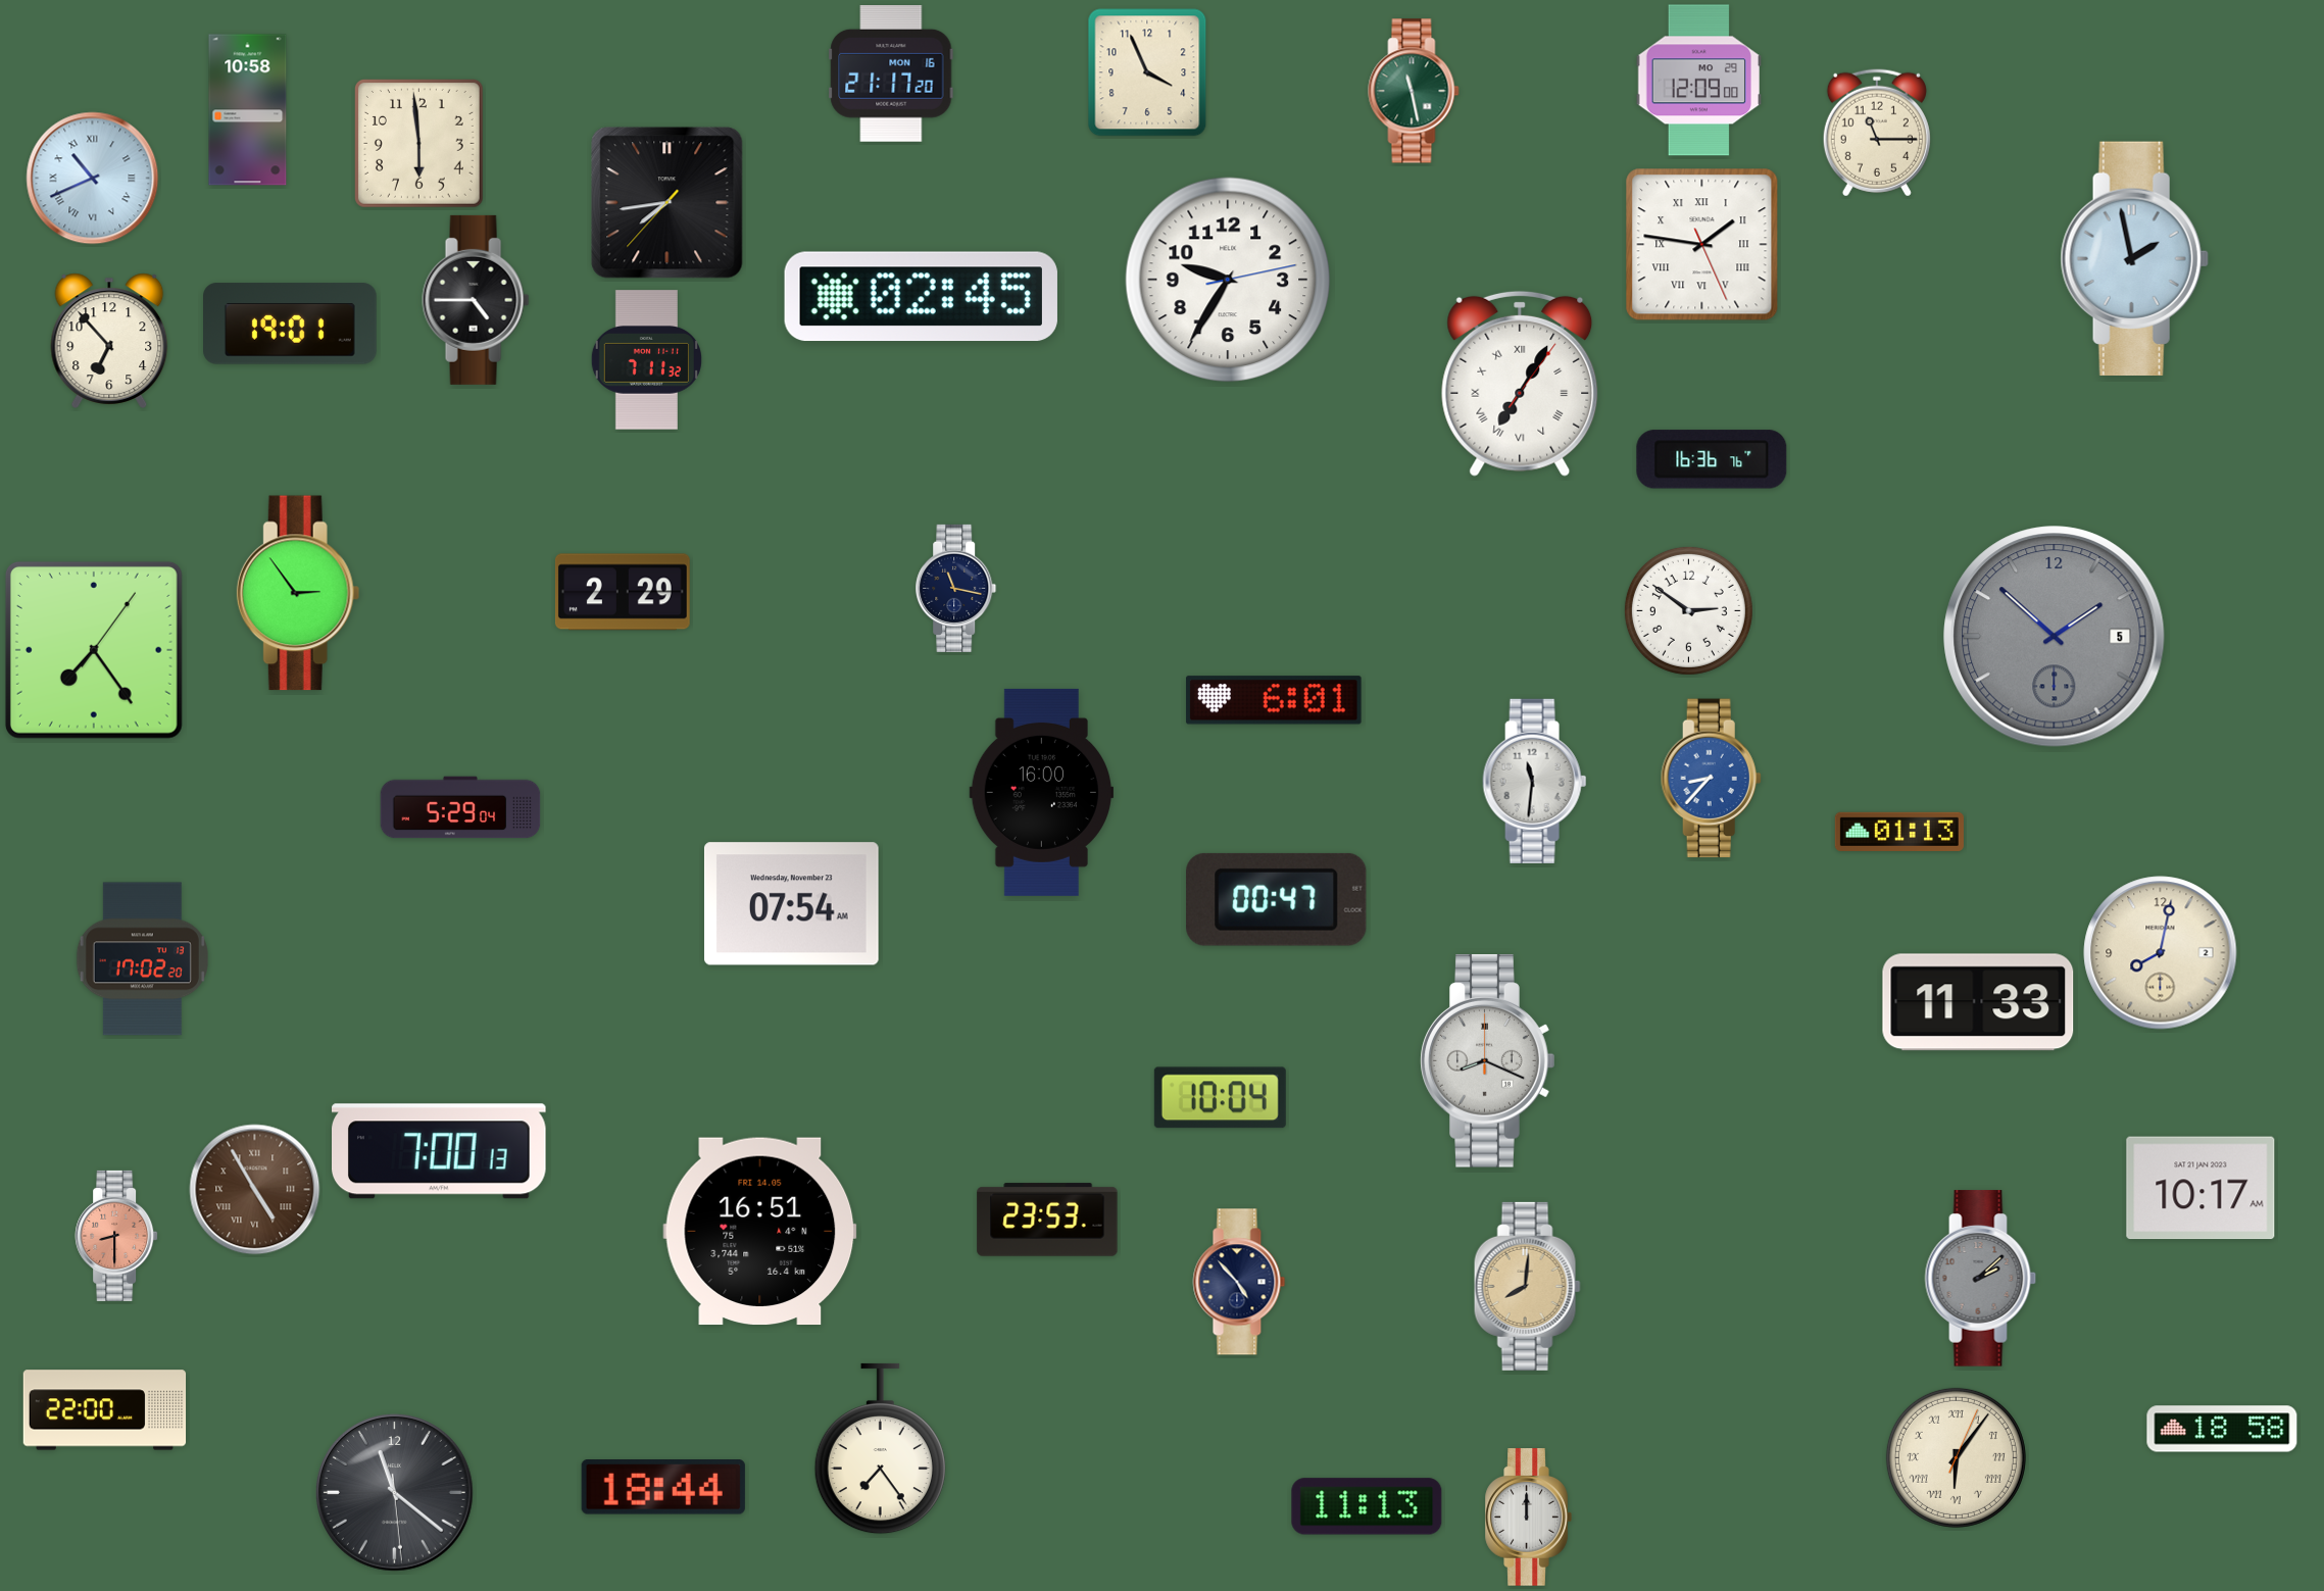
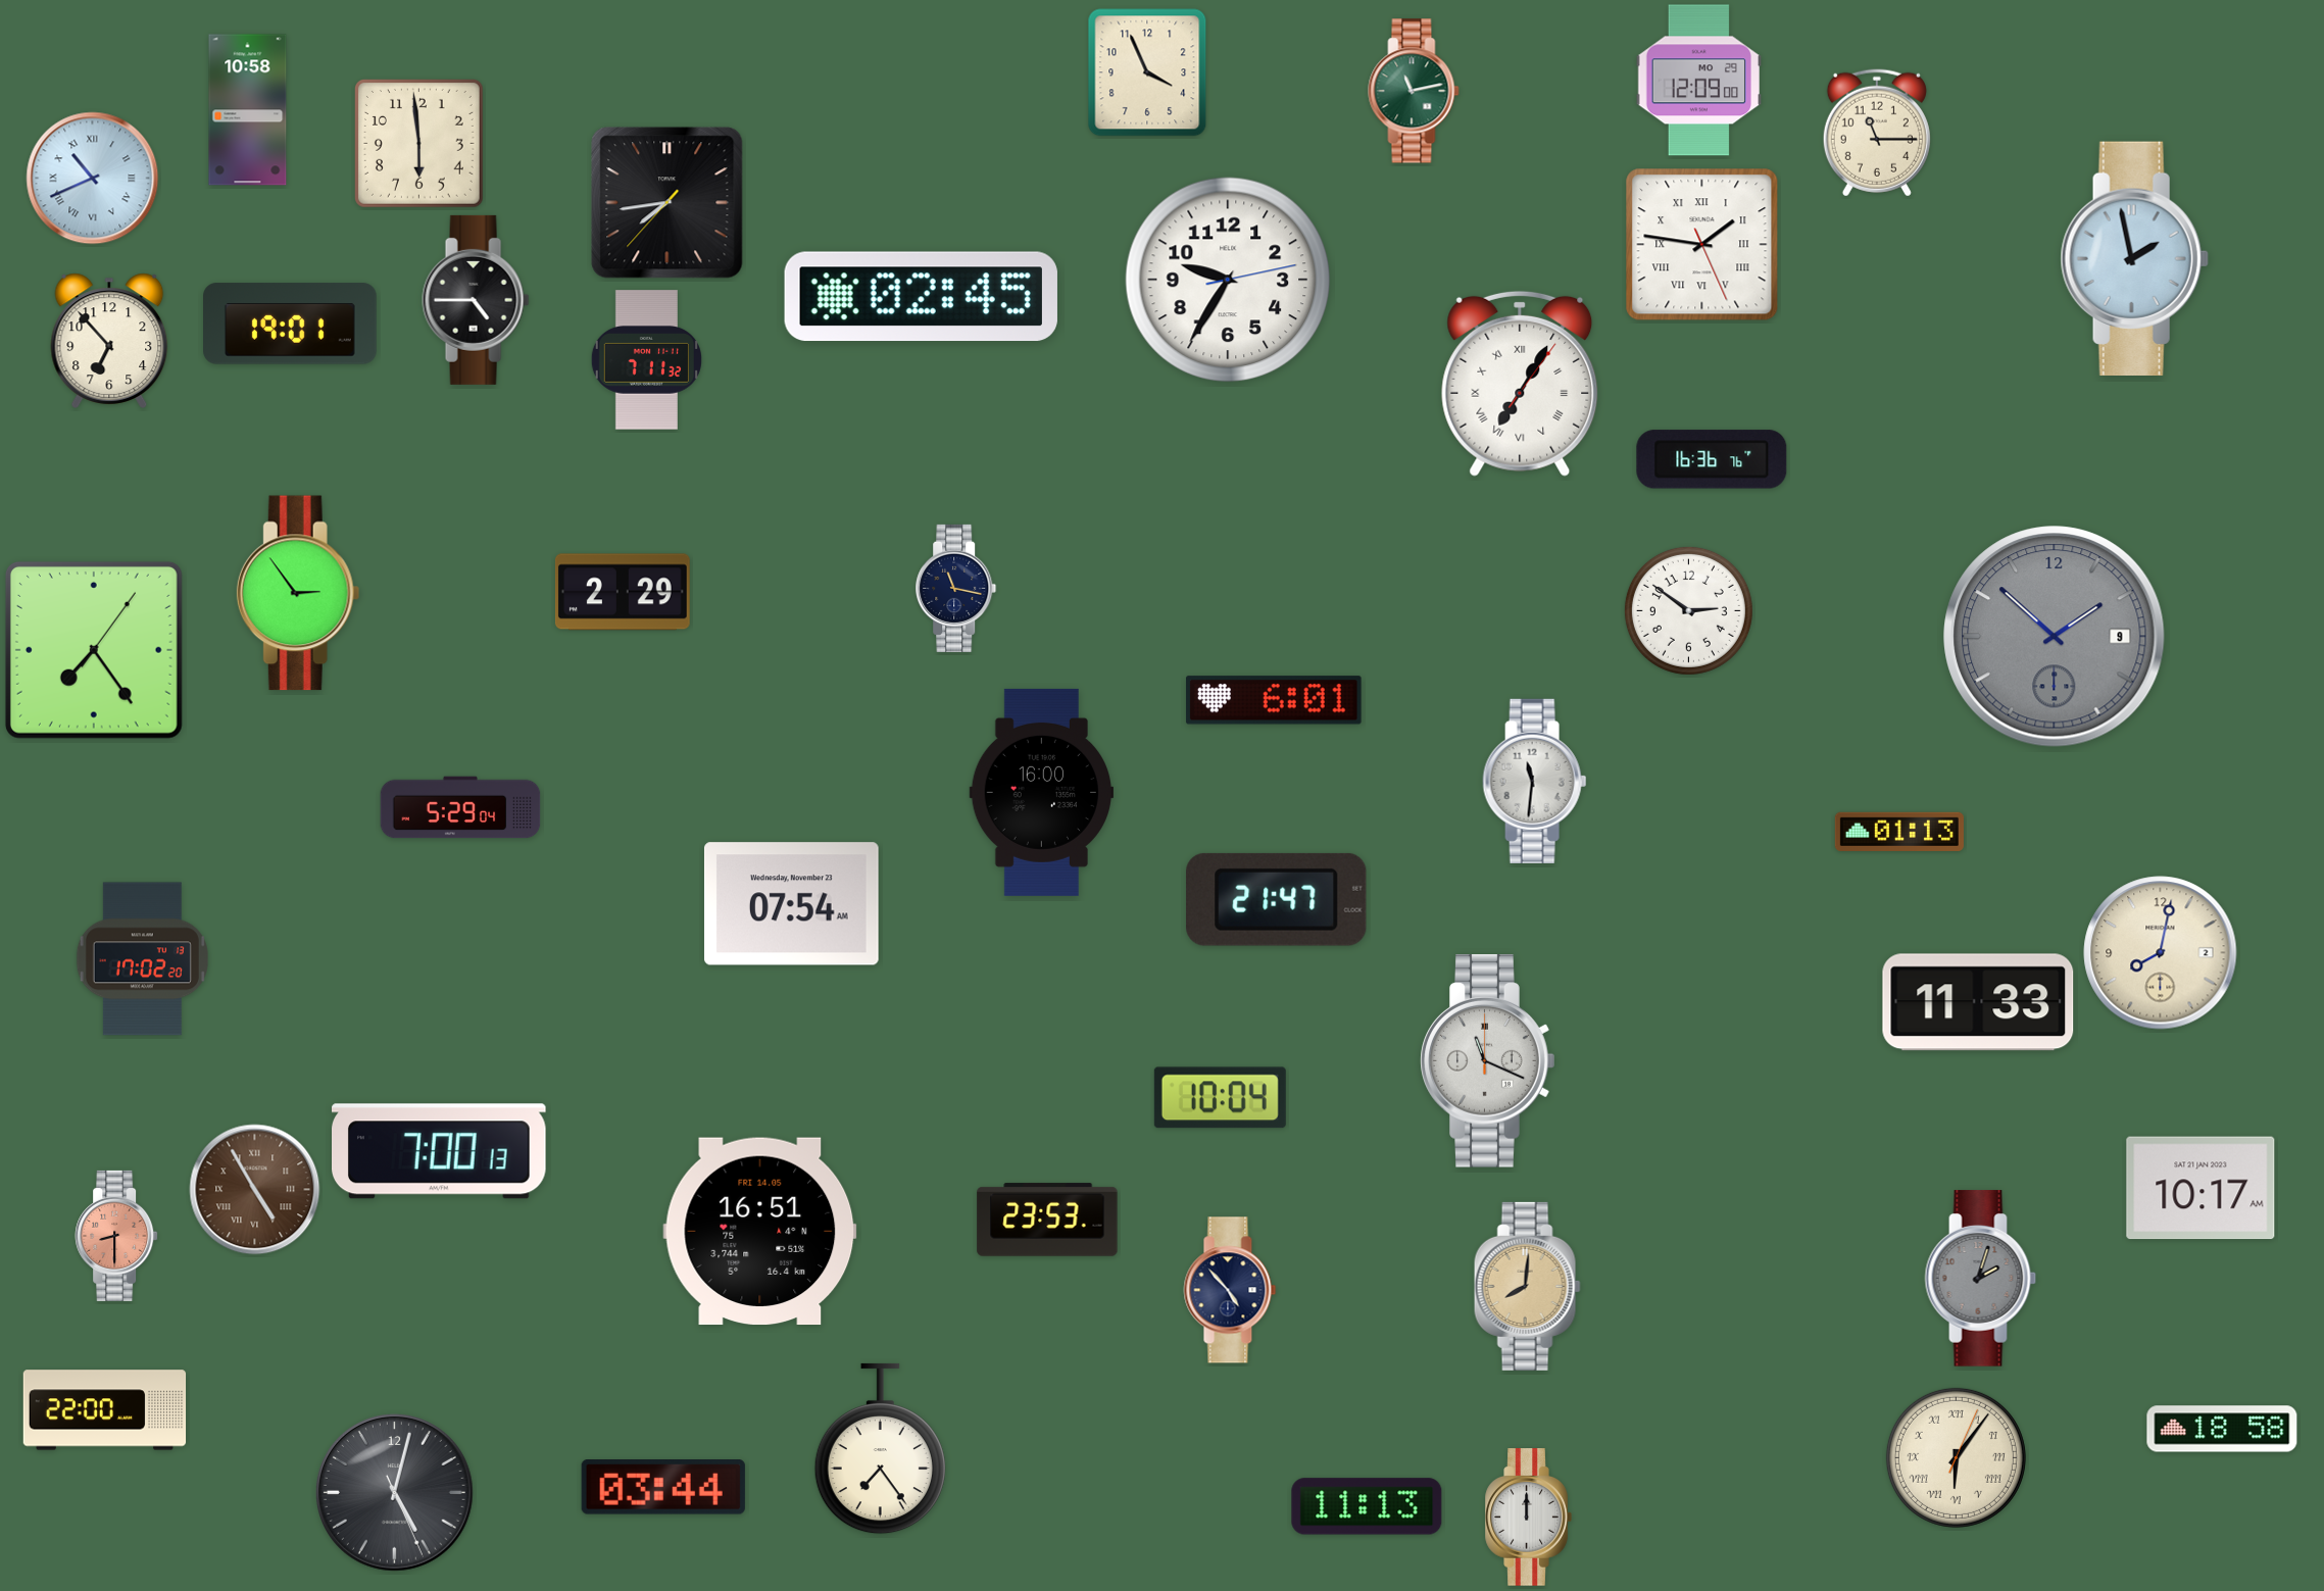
clock at (891, 74): 21:17 -> none
clock at (1414, 91): 11:28 -> 11:13
clock at (2055, 637) date: 5 -> 9
clock at (1711, 779): 8:37 -> none
clock at (1277, 899): 00:47 -> 21:47
clock at (1488, 1061): 8:19 -> 11:19
clock at (1981, 1279): 2:08 -> 2:03
clock at (1239, 1282) position: (1239, 1282) -> (1230, 1290)
clock at (663, 1488): 18:44 -> 03:44
clock at (395, 1493): 11:21 -> 5:02
